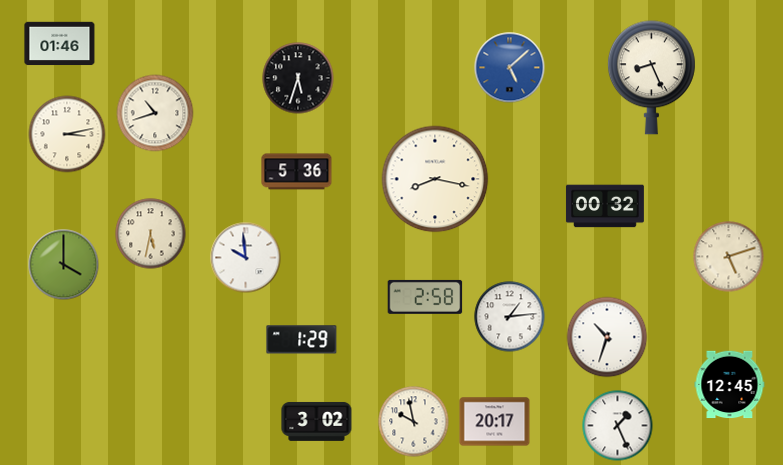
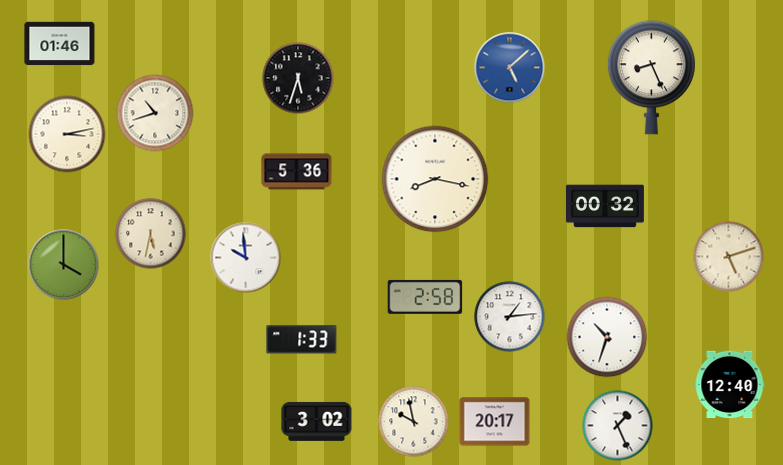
clock at (302, 340): 1:29 -> 1:33
clock at (730, 385): 12:45 -> 12:40
